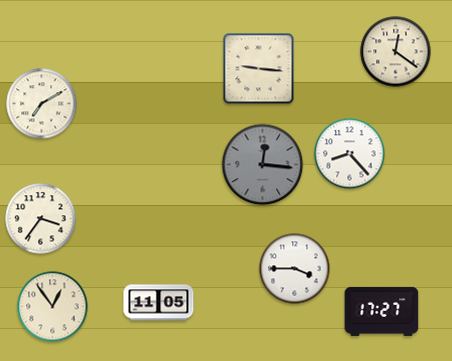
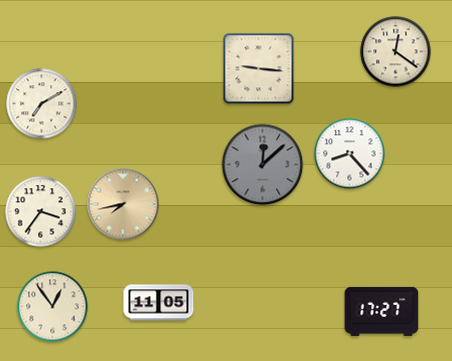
clock at (263, 165): 12:16 -> 12:08
clock at (123, 204): none -> 7:43
clock at (41, 219) position: (41, 219) -> (41, 212)
clock at (295, 269): 3:45 -> none
